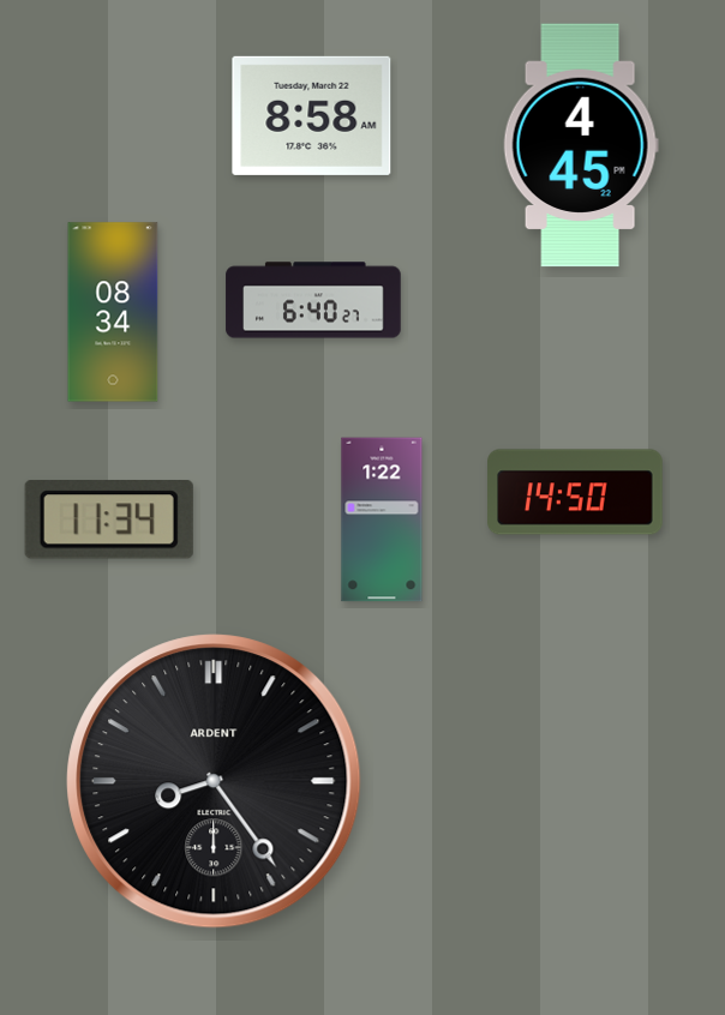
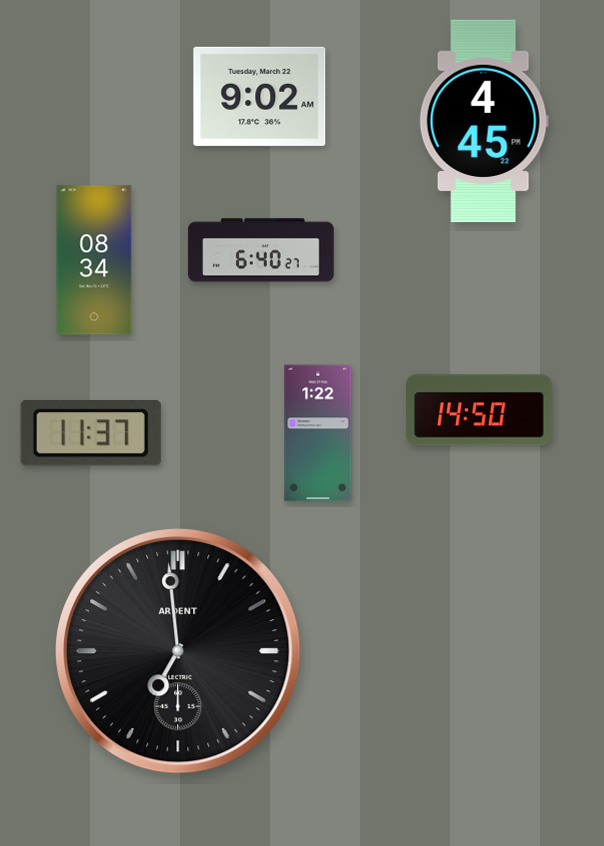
clock at (312, 115): 8:58 -> 9:02
clock at (109, 521): 11:34 -> 11:37
clock at (214, 781): 8:24 -> 6:59
